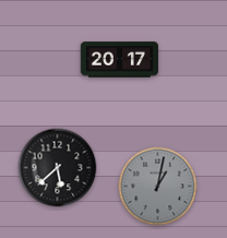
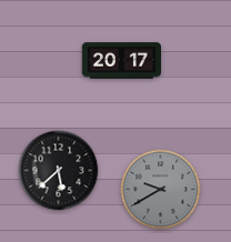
clock at (158, 187): 1:02 -> 9:40
